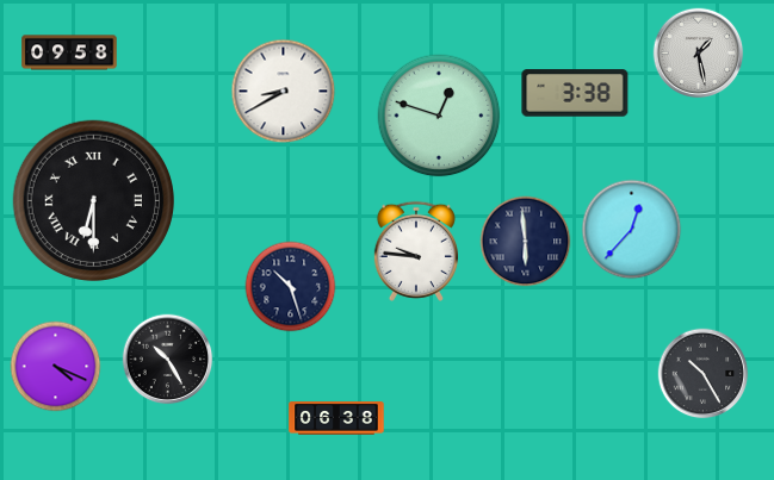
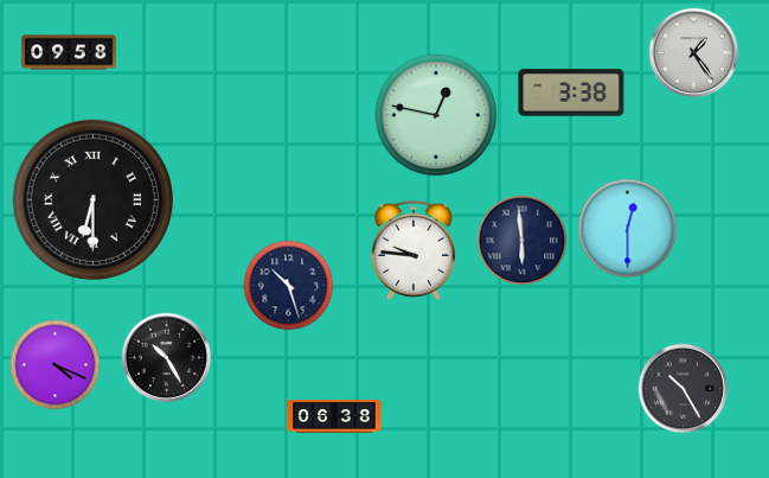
clock at (699, 54): 1:28 -> 1:24
clock at (284, 92): 8:40 -> none
clock at (439, 116): 12:48 -> 12:47
clock at (632, 230): 12:37 -> 12:30
clock at (704, 374) position: (704, 374) -> (684, 389)
